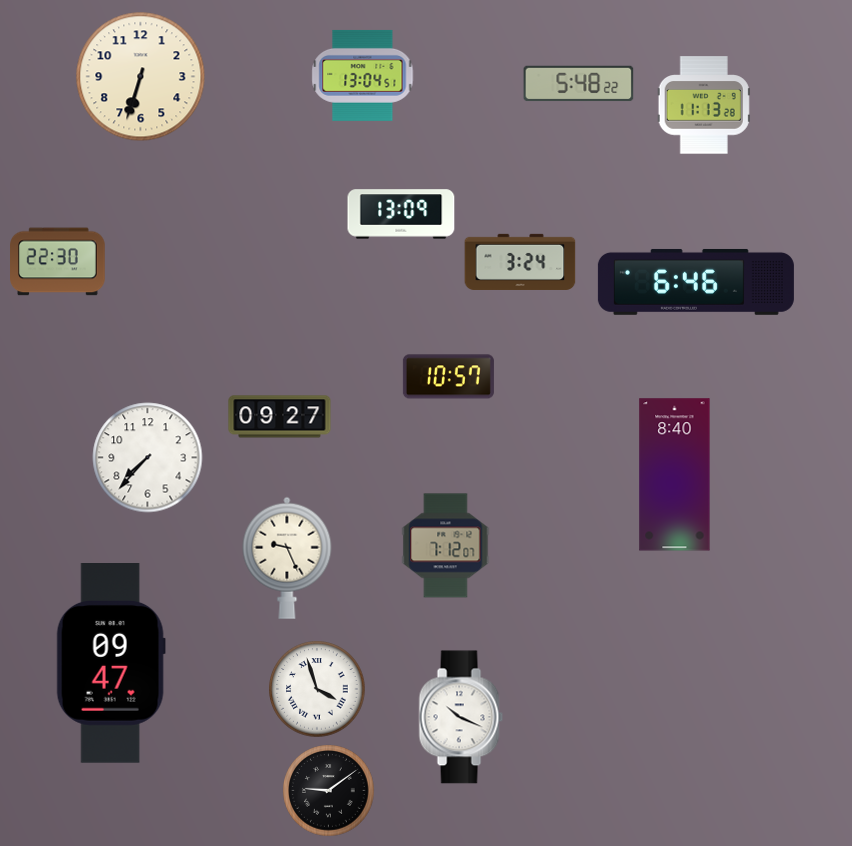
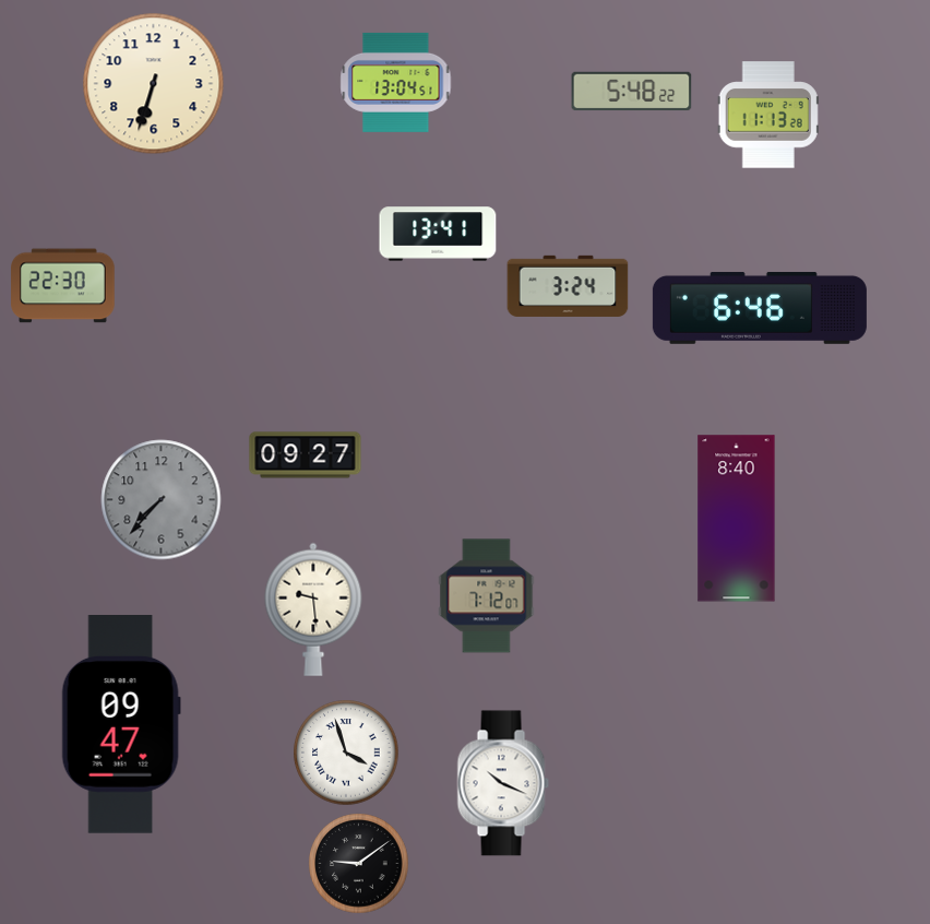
clock at (401, 214): 13:09 -> 13:41
clock at (448, 377): 10:57 -> none
clock at (148, 458) dial: white -> grey
clock at (287, 558): 9:26 -> 9:29
